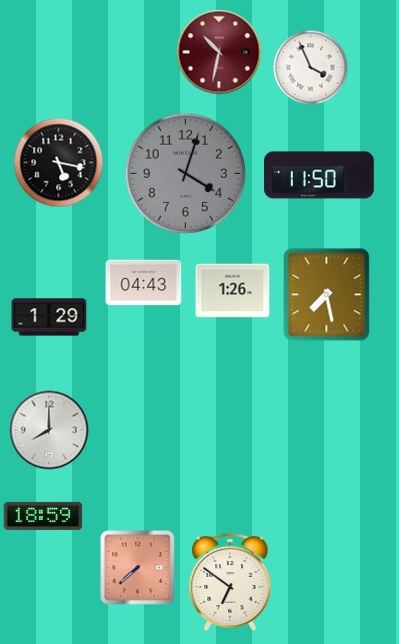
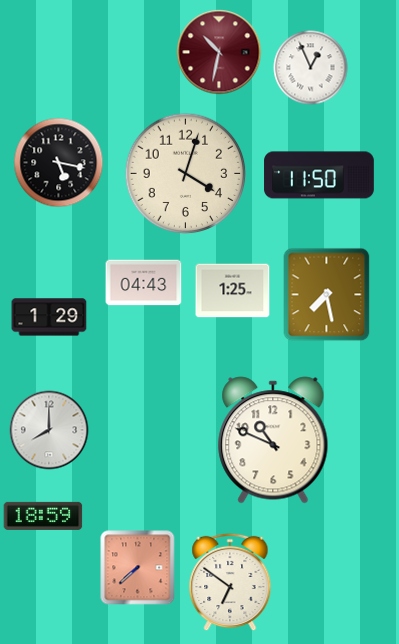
clock at (311, 68): 3:56 -> 12:56
clock at (186, 174) dial: grey -> cream
clock at (233, 291): 1:26 -> 1:25
clock at (273, 440): none -> 10:49
